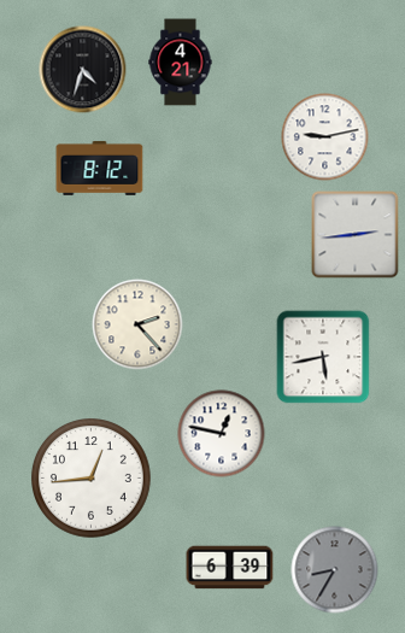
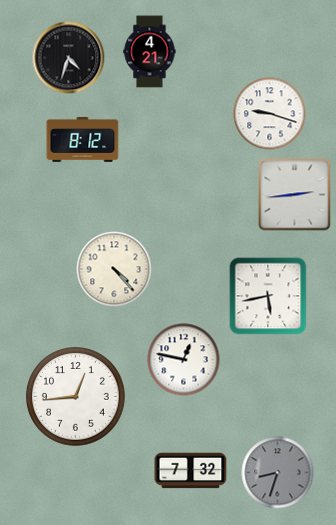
clock at (325, 137): 9:13 -> 9:18
clock at (137, 324): 2:23 -> 4:23
clock at (230, 568): 6:39 -> 7:32
clock at (335, 570): 8:35 -> 8:33
